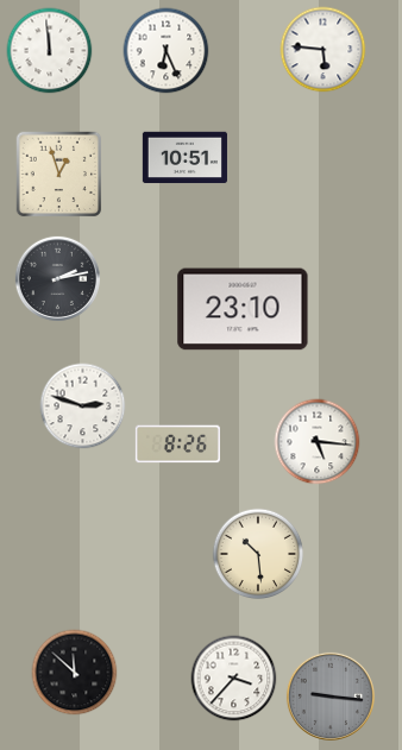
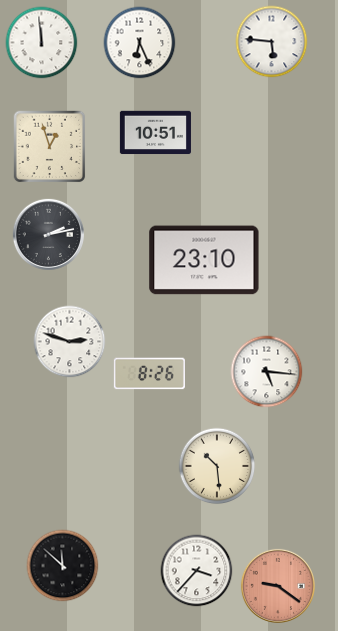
clock at (331, 697): 9:16 -> 9:21
clock at (331, 697) dial: grey -> salmon
